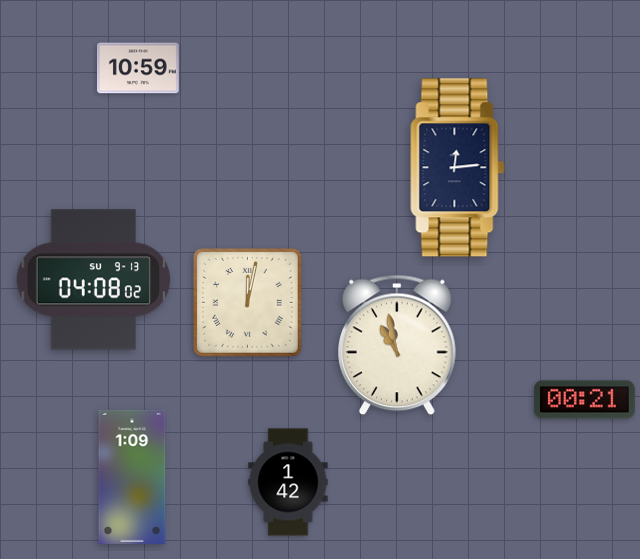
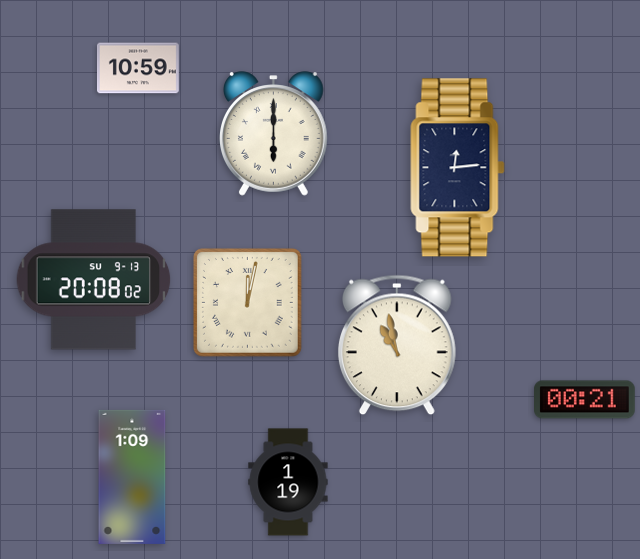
clock at (274, 134): none -> 6:00
clock at (94, 280): 04:08 -> 20:08
clock at (288, 482): 1:42 -> 1:19
